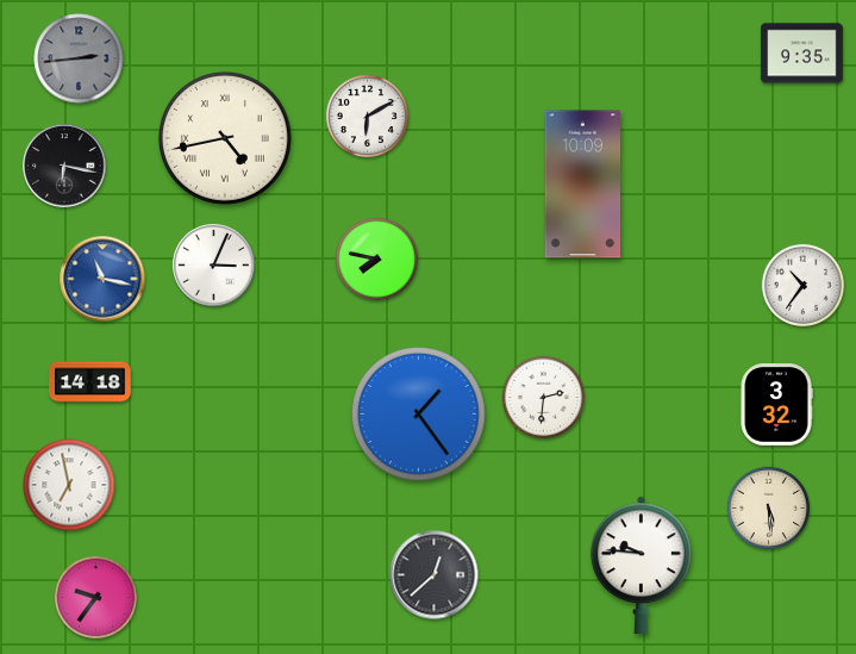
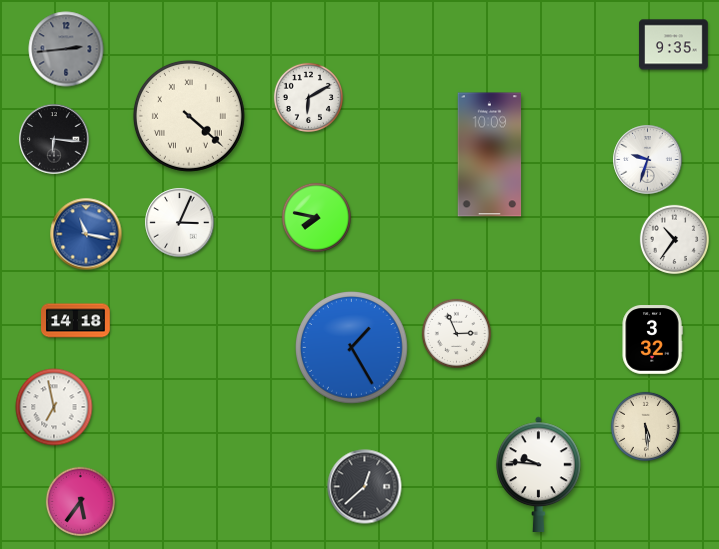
clock at (225, 138): 4:43 -> 4:22
clock at (64, 166): 6:17 -> 6:16
clock at (648, 160): none -> 9:33
clock at (543, 397): 2:31 -> 2:56
clock at (419, 415): 1:24 -> 1:25
clock at (69, 485) position: (69, 485) -> (54, 407)
clock at (435, 575) position: (435, 575) -> (365, 487)
clock at (95, 597): 9:36 -> 5:36
